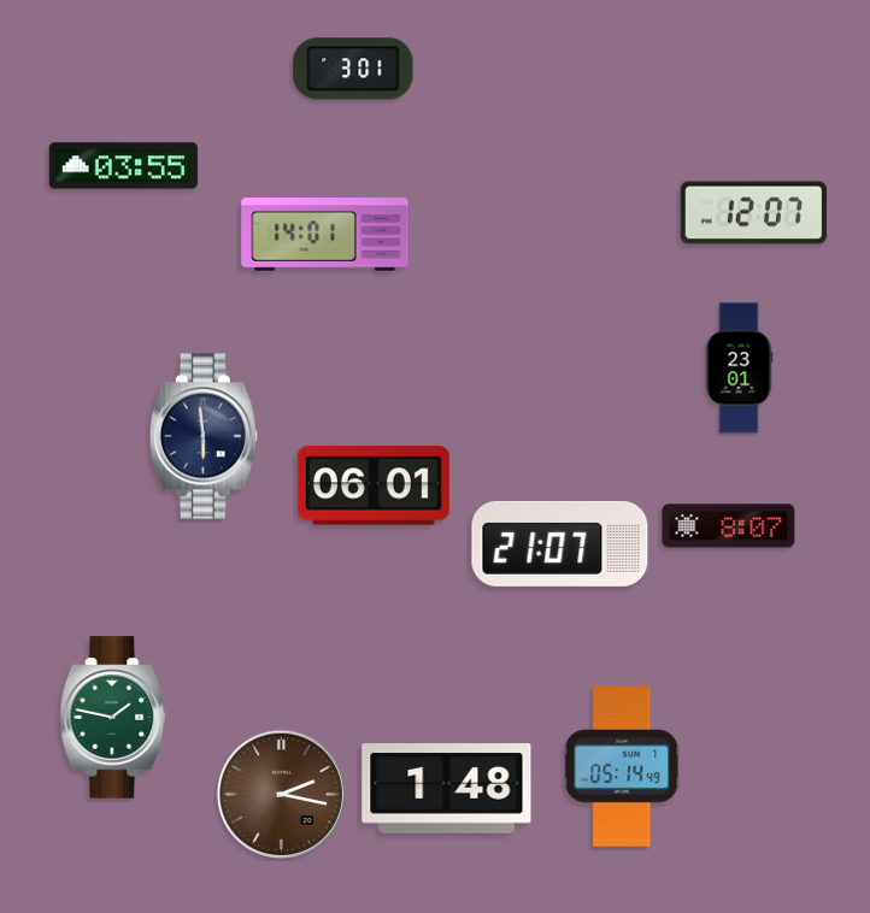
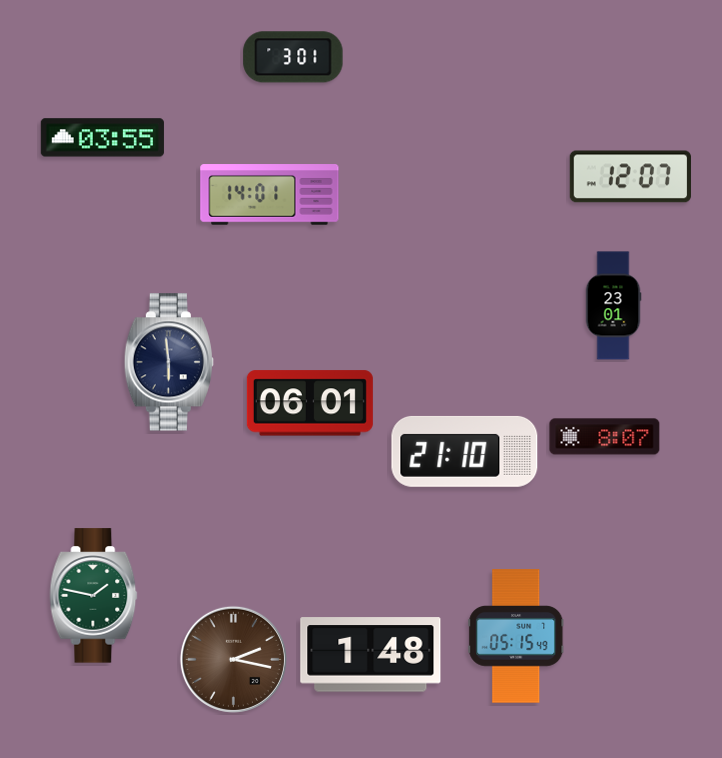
clock at (753, 213) position: (753, 213) -> (630, 177)
clock at (560, 543): 21:07 -> 21:10
clock at (622, 766): 05:14 -> 05:15
